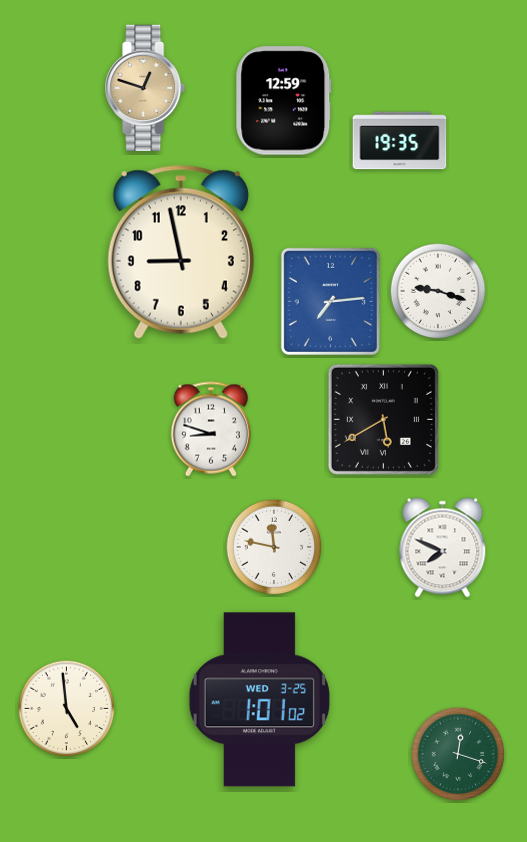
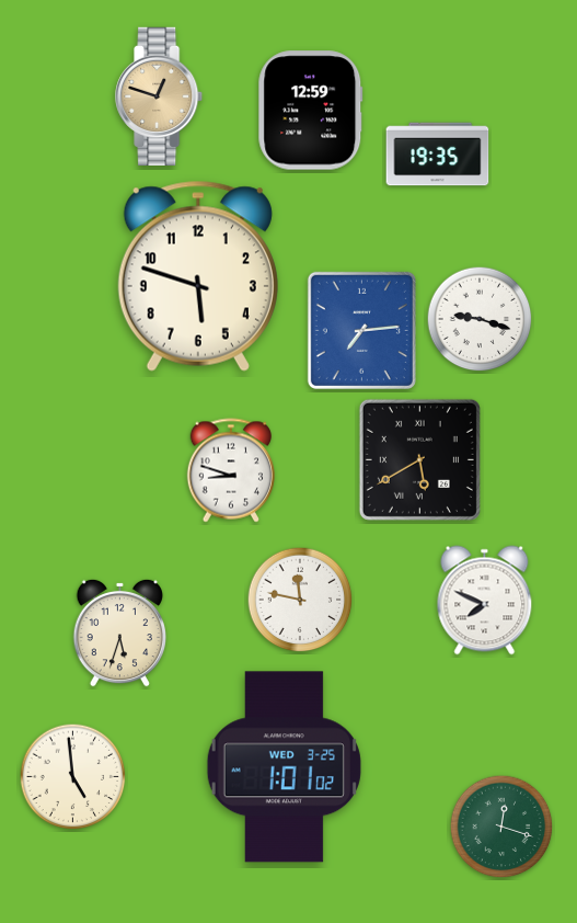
clock at (181, 252): 8:58 -> 5:48
clock at (119, 633): none -> 5:33
